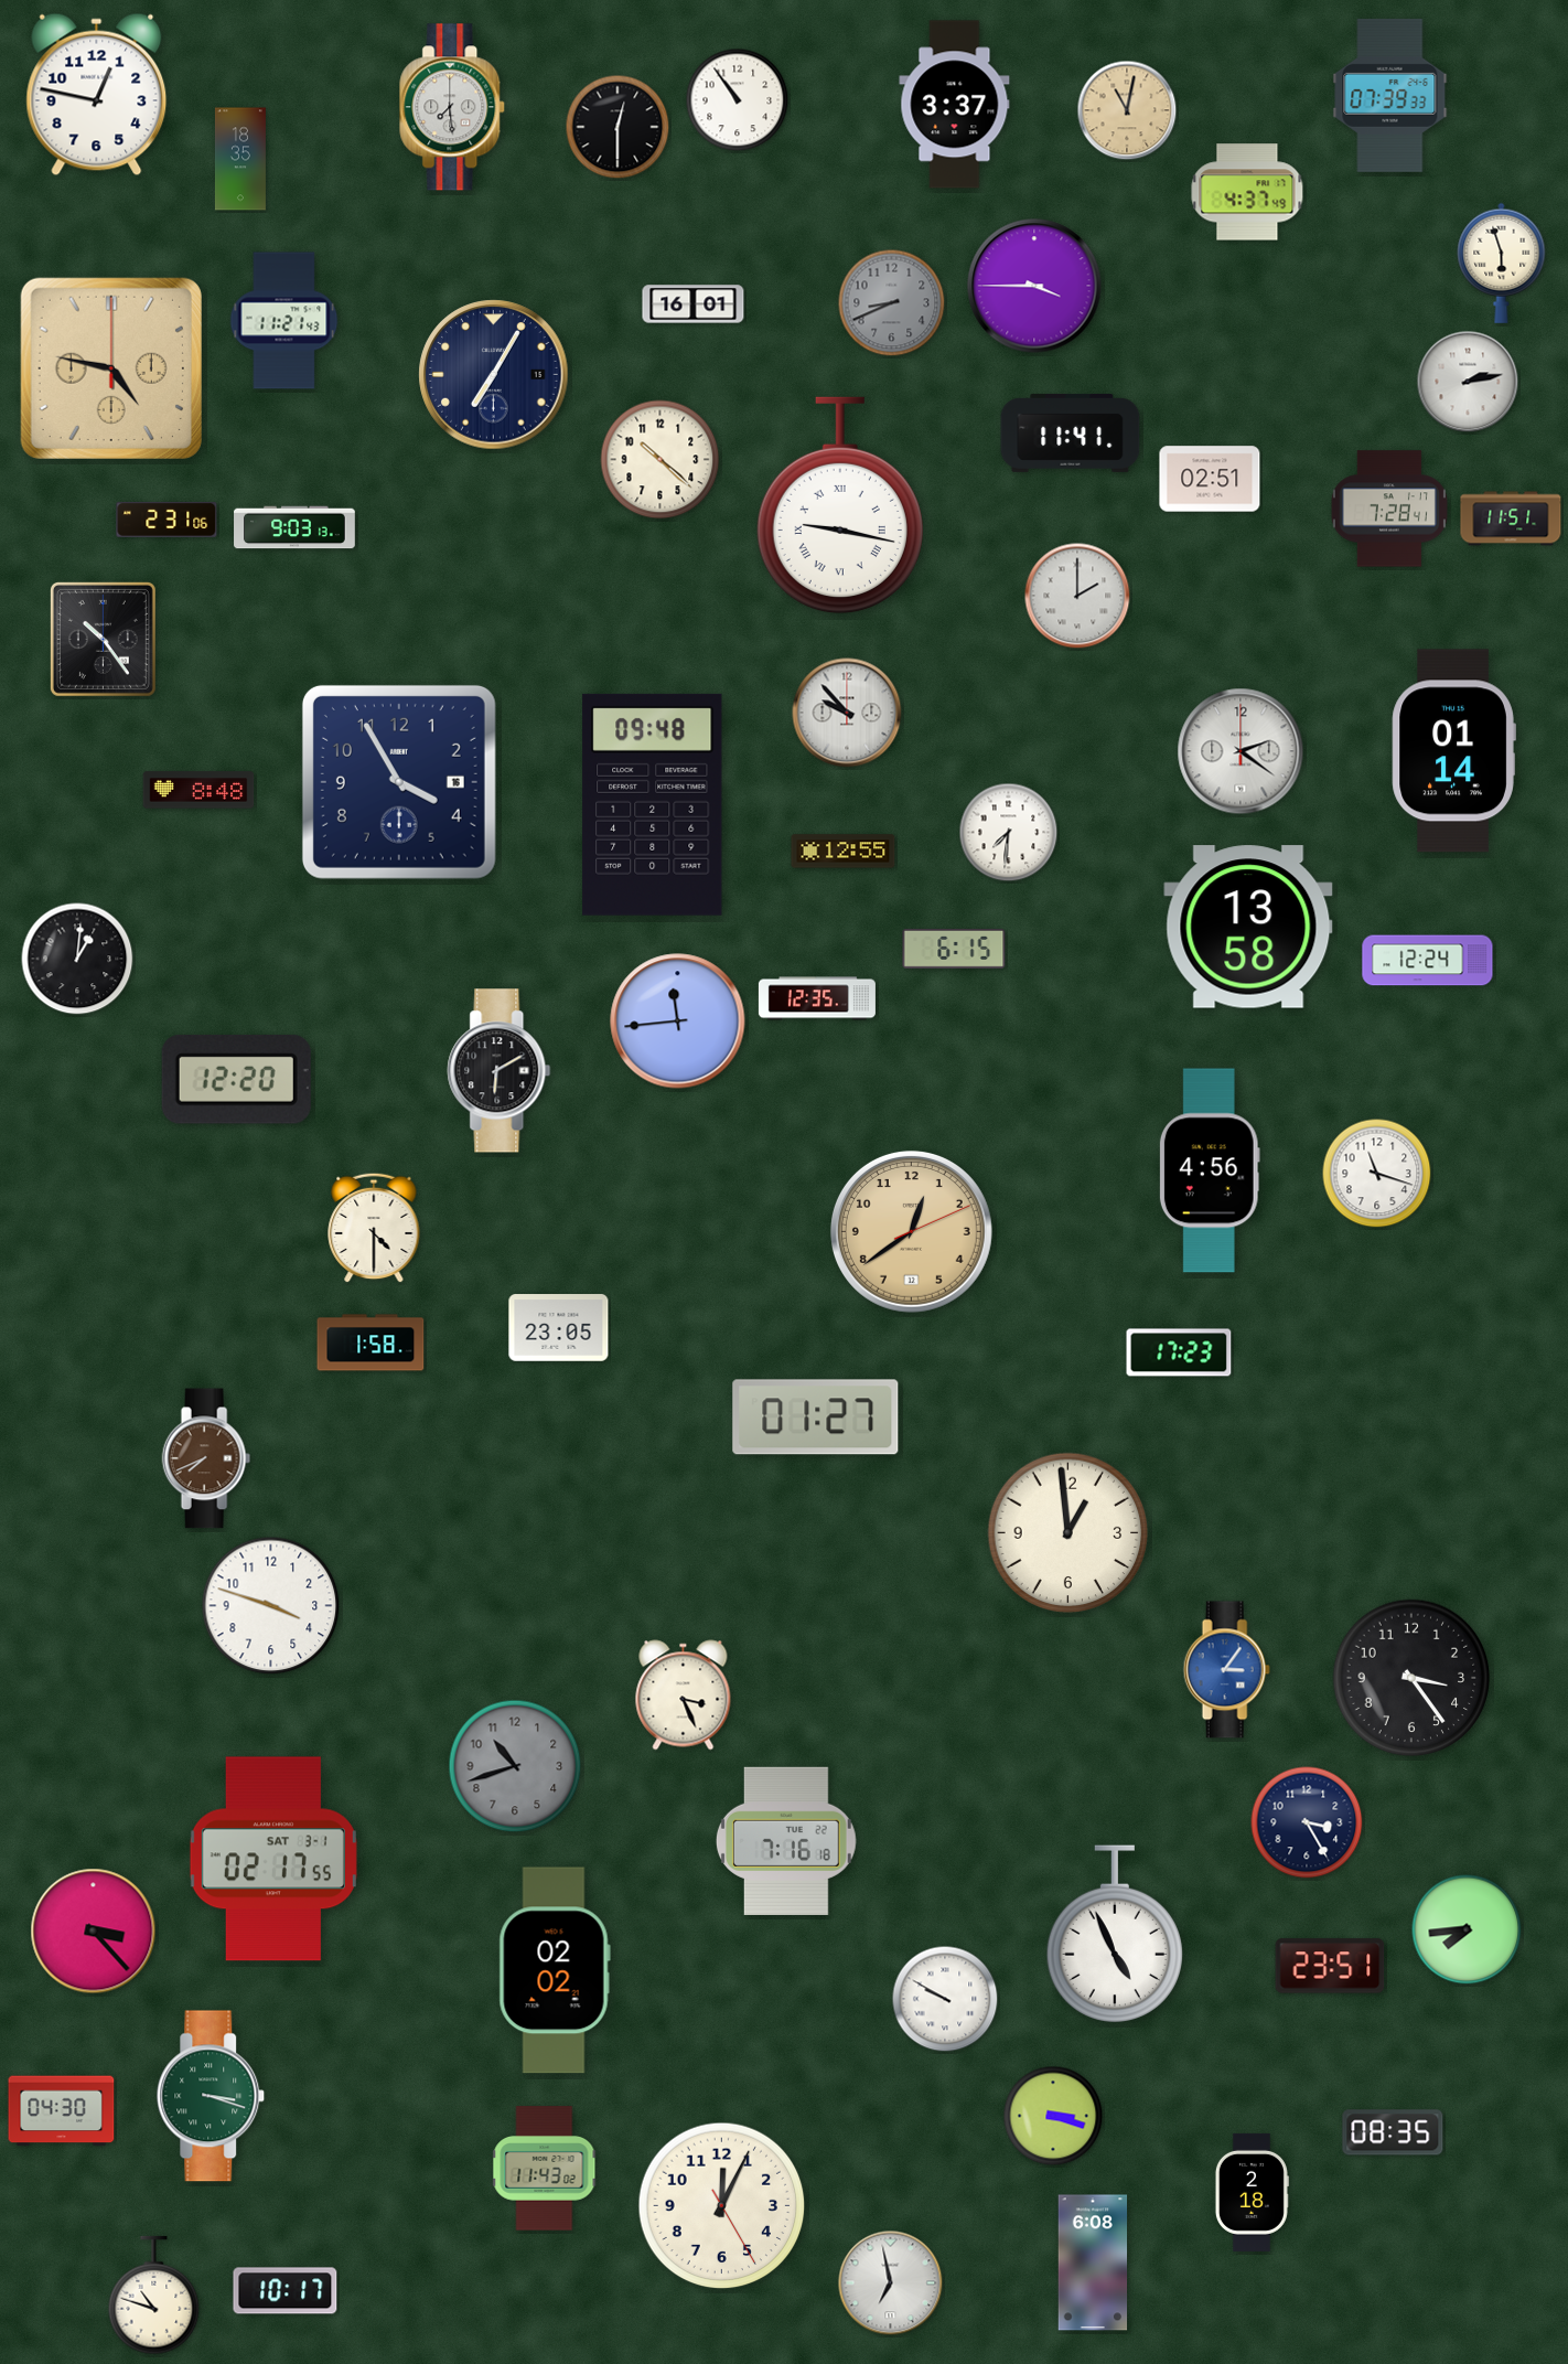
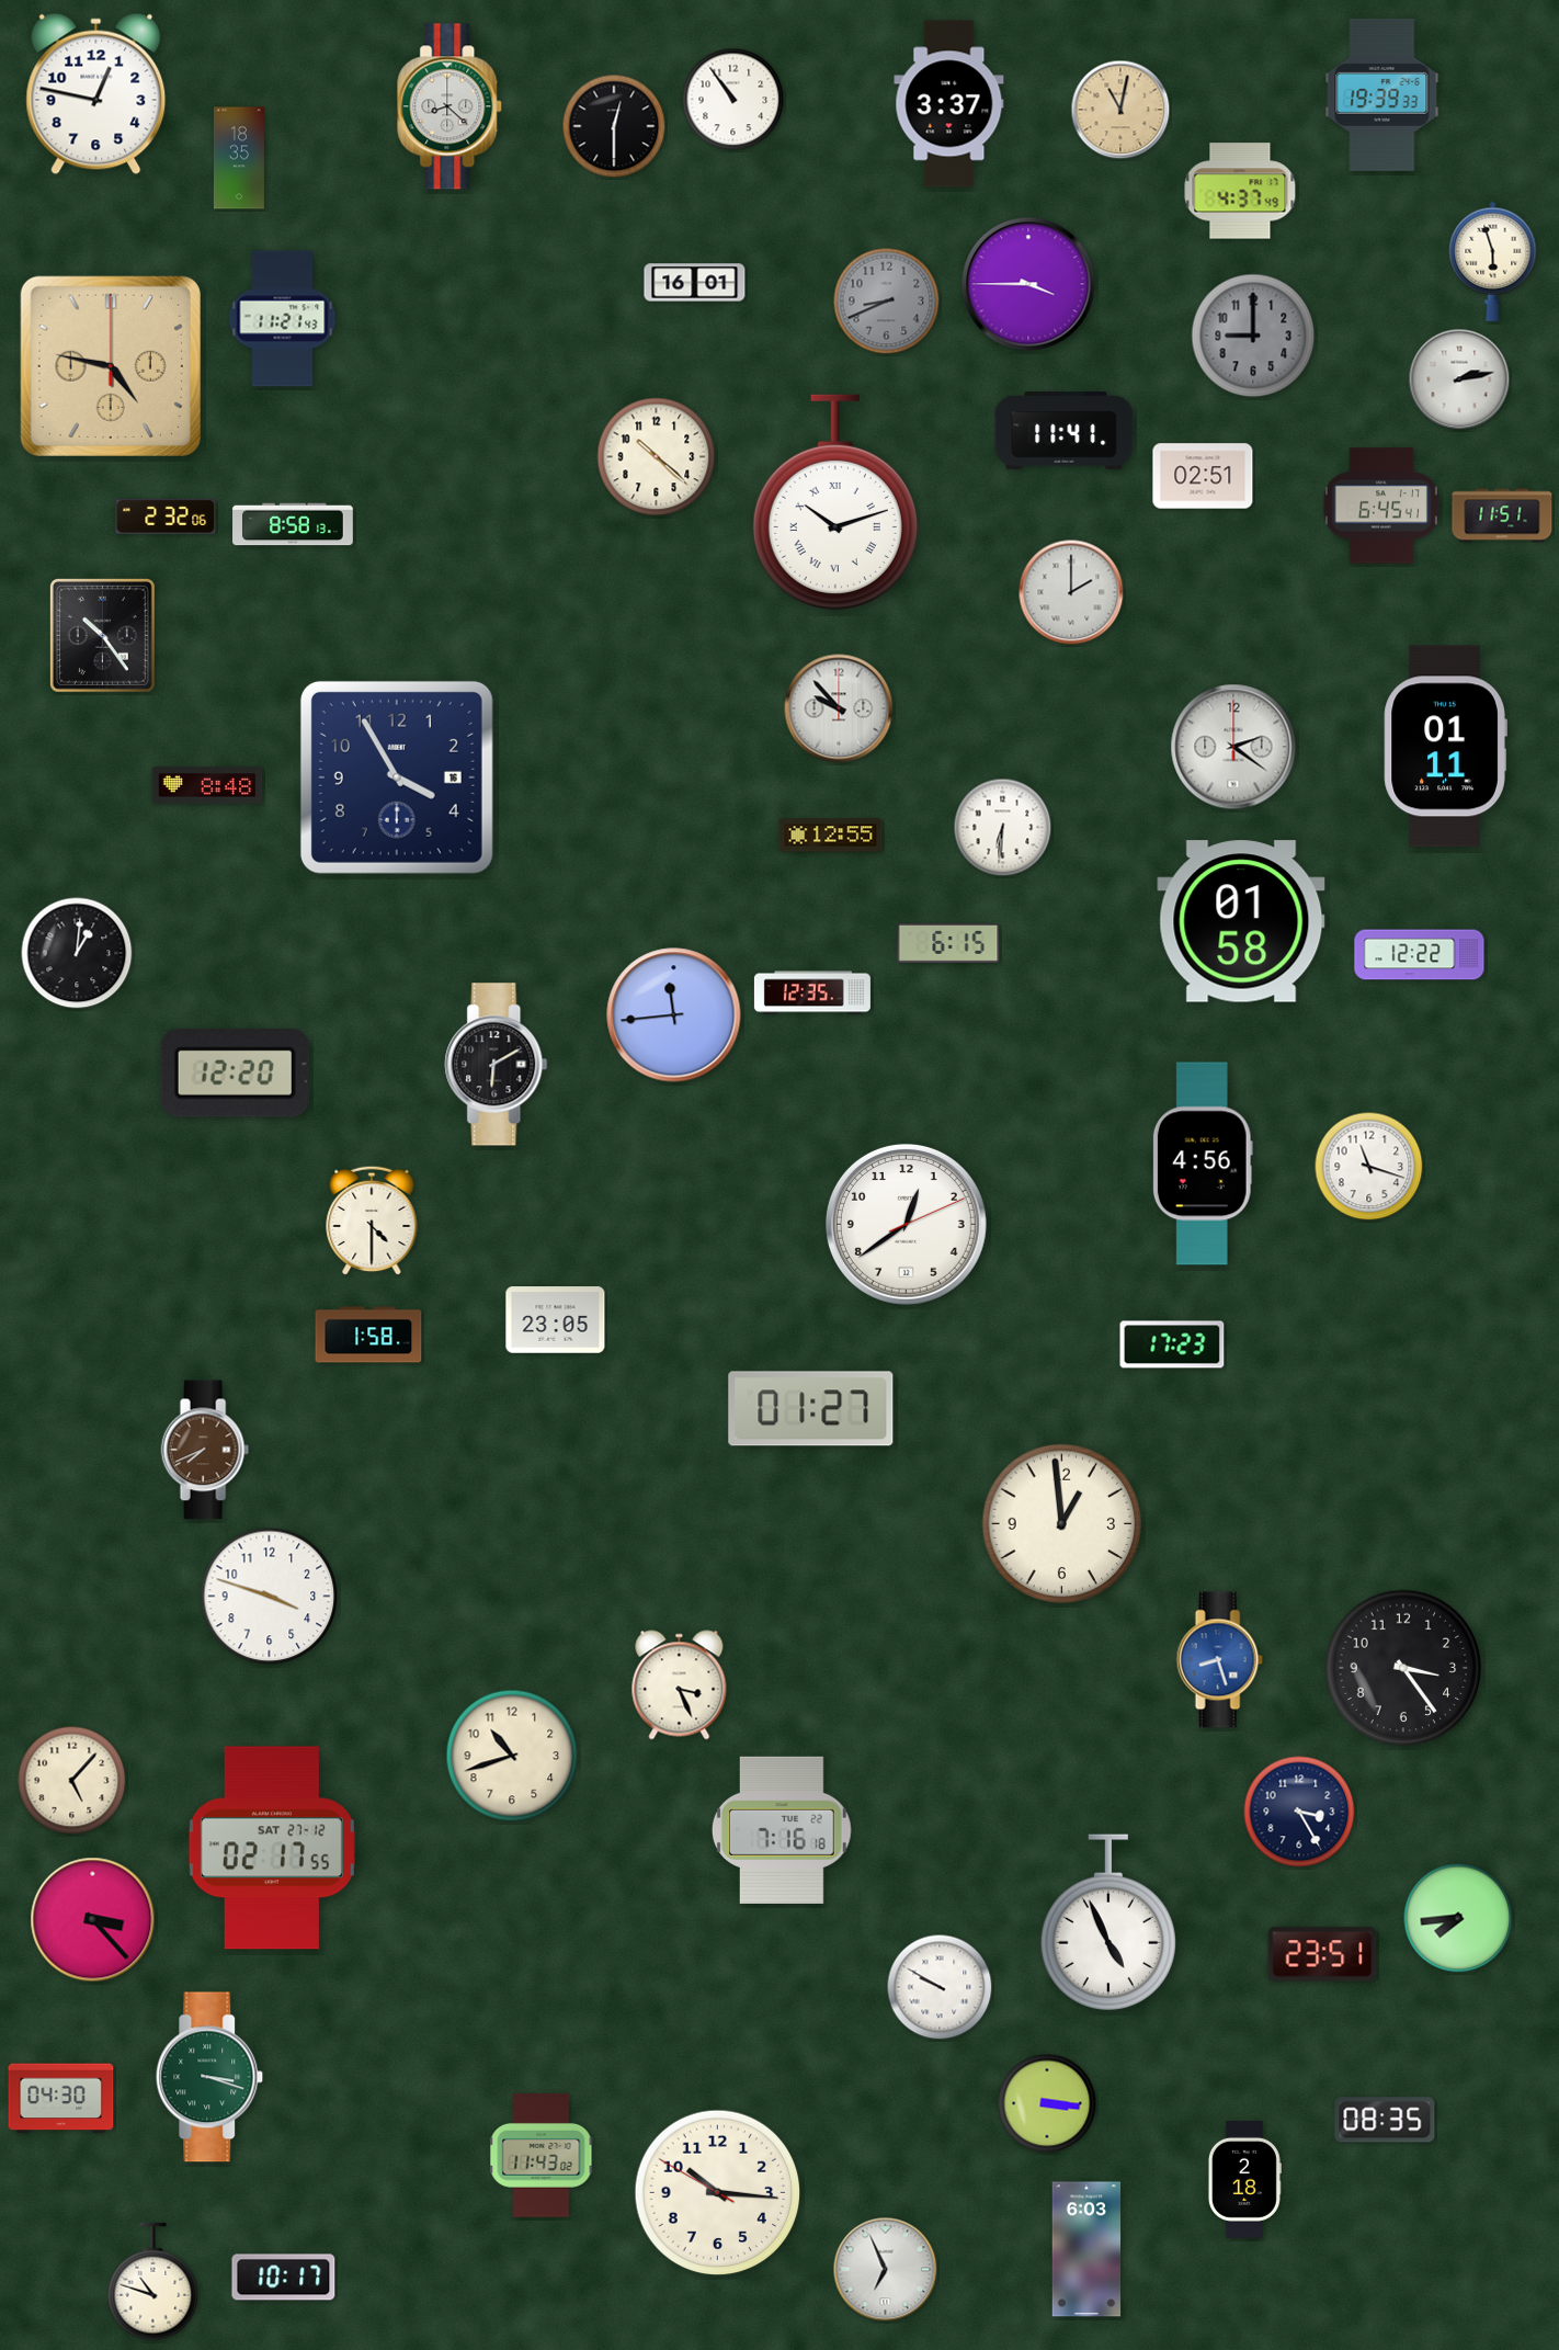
clock at (1390, 95): 07:39 -> 19:39
clock at (453, 107): 7:29 -> 8:22
clock at (694, 304) position: (694, 304) -> (695, 283)
clock at (1253, 336): none -> 9:00
clock at (494, 375): 7:05 -> none
clock at (840, 505): 9:17 -> 10:12
clock at (1389, 509): 7:28 -> 6:45
clock at (167, 520): 2:31 -> 2:32
clock at (294, 527): 9:03 -> 8:58
clock at (847, 713) position: (847, 713) -> (839, 708)
clock at (1453, 751): 01:14 -> 01:11
clock at (198, 790) position: (198, 790) -> (207, 785)
clock at (653, 804): 09:48 -> none
clock at (1009, 833): 7:31 -> 6:31
clock at (844, 852) position: (844, 852) -> (831, 836)
clock at (1248, 927): 13:58 -> 01:58
clock at (1428, 961): 12:24 -> 12:22
clock at (911, 1231) dial: champagne -> white
clock at (1226, 1670): 3:06 -> 8:27
clock at (515, 1766) dial: grey -> cream
clock at (72, 1781): none -> 5:07
clock at (273, 1859) date: SAT 3-1 -> SAT 27-12
clock at (555, 1970): 02:02 -> none
clock at (211, 2096) position: (211, 2096) -> (209, 2077)
clock at (1053, 2116): 3:18 -> 3:16
clock at (722, 2206): 12:04 -> 10:15
clock at (1093, 2263): 6:08 -> 6:03
clock at (891, 2283): 6:58 -> 6:56
